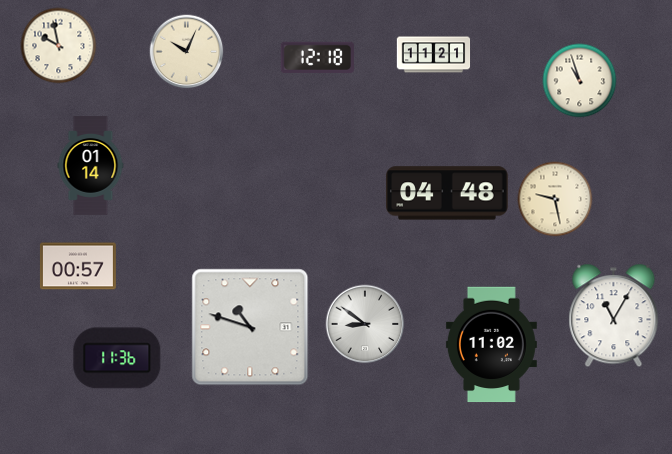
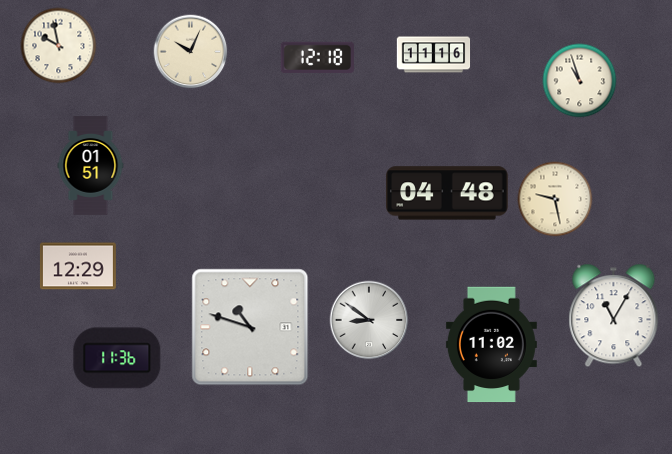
clock at (187, 52) position: (187, 52) -> (191, 52)
clock at (434, 55): 11:21 -> 11:16
clock at (91, 166): 01:14 -> 01:51
clock at (78, 266): 00:57 -> 12:29
clock at (365, 324) position: (365, 324) -> (369, 320)
